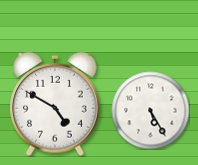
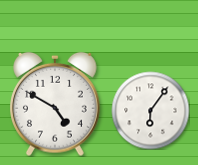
clock at (150, 110): 5:25 -> 6:06
